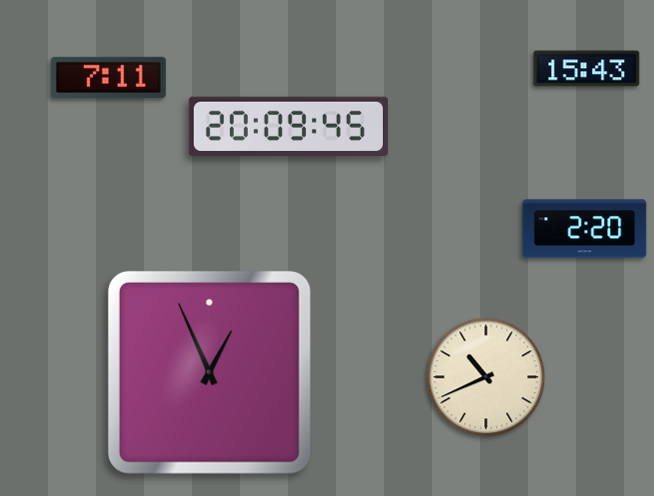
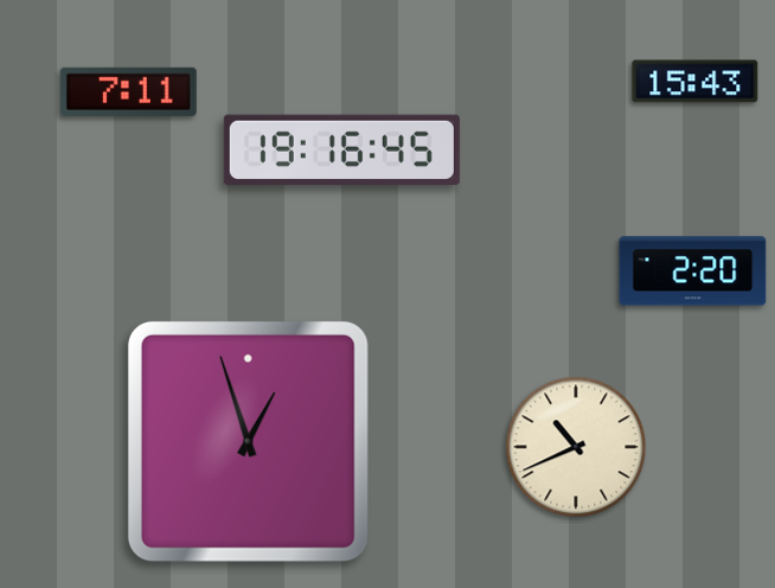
clock at (288, 126): 20:09 -> 19:16
clock at (209, 372): 12:56 -> 12:57
